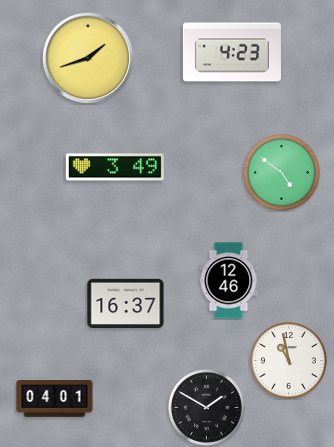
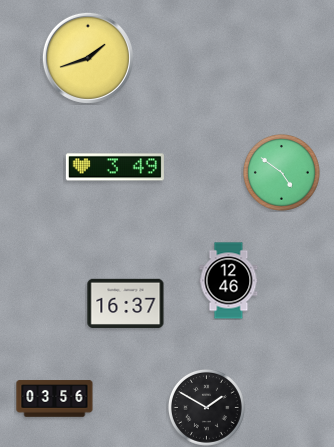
clock at (232, 52): 4:23 -> none
clock at (288, 360): 10:58 -> none
clock at (55, 399): 04:01 -> 03:56
